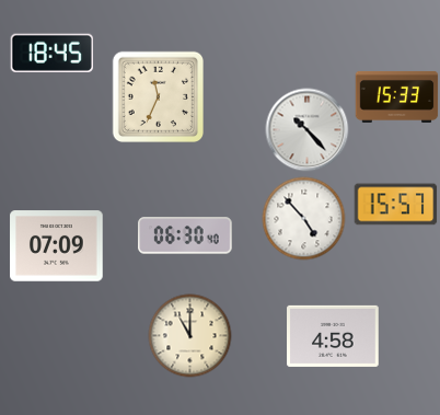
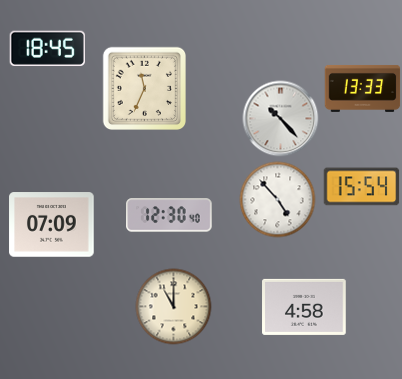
clock at (397, 96): 15:33 -> 13:33
clock at (396, 205): 15:57 -> 15:54
clock at (185, 235): 06:30 -> 12:30
